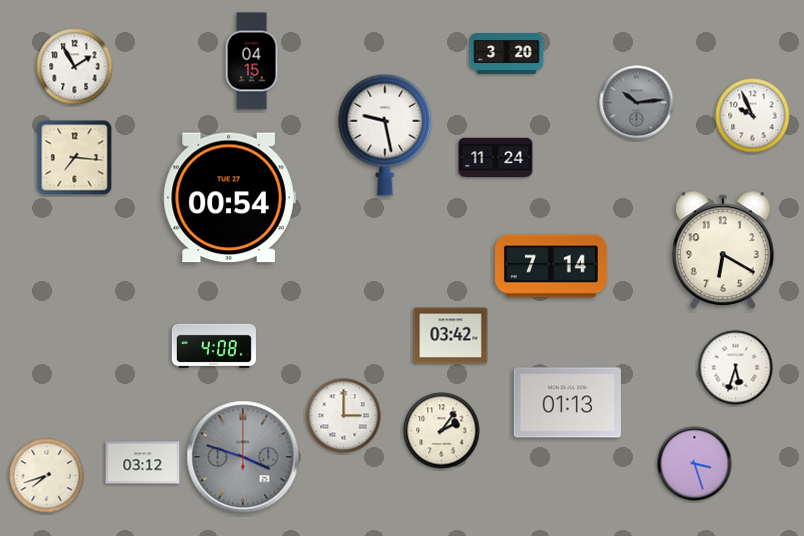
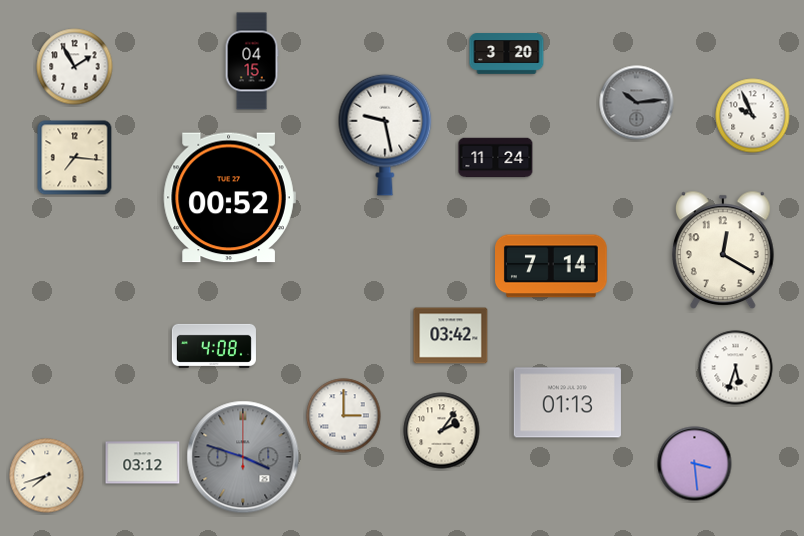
clock at (229, 198): 00:54 -> 00:52
clock at (724, 250): 6:20 -> 12:20
clock at (695, 464): 3:27 -> 3:29
